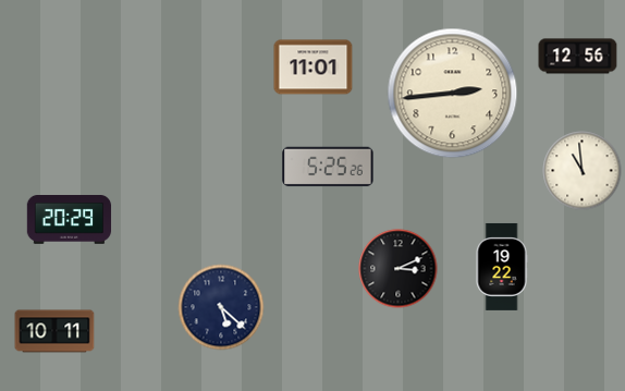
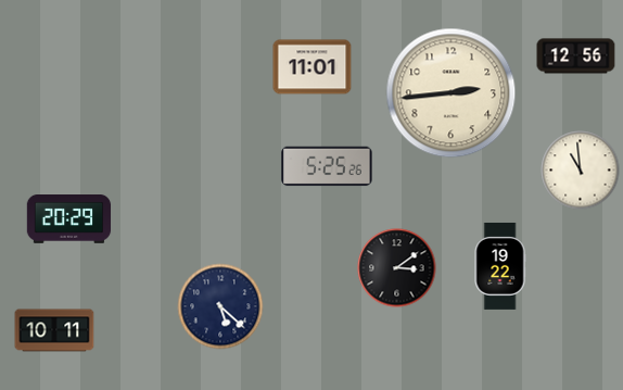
clock at (399, 269): 3:11 -> 3:09
